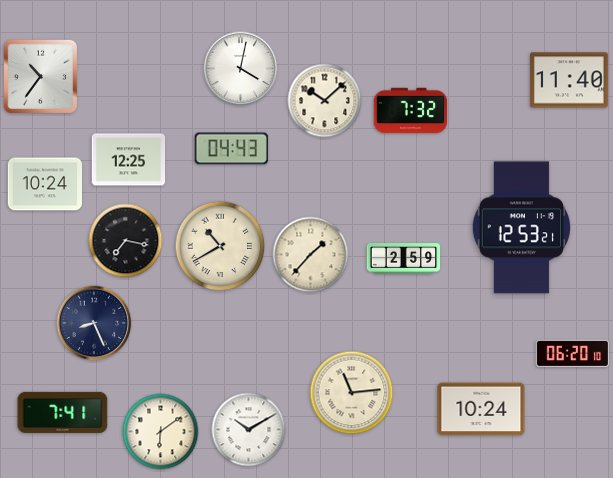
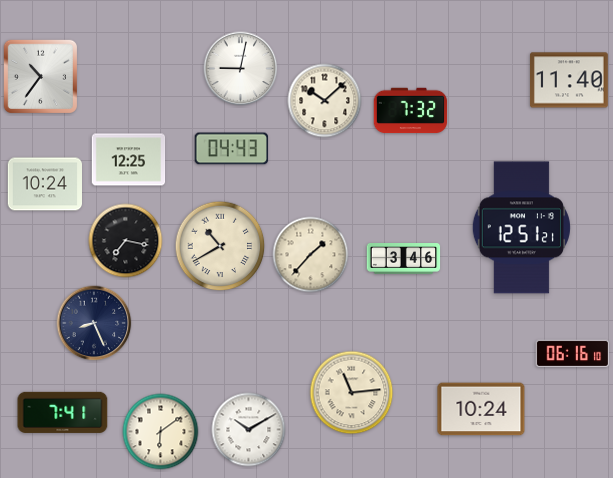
clock at (241, 69): 4:02 -> 9:02
clock at (521, 228): 12:53 -> 12:51
clock at (404, 259): 2:59 -> 3:46
clock at (573, 354): 06:20 -> 06:16
